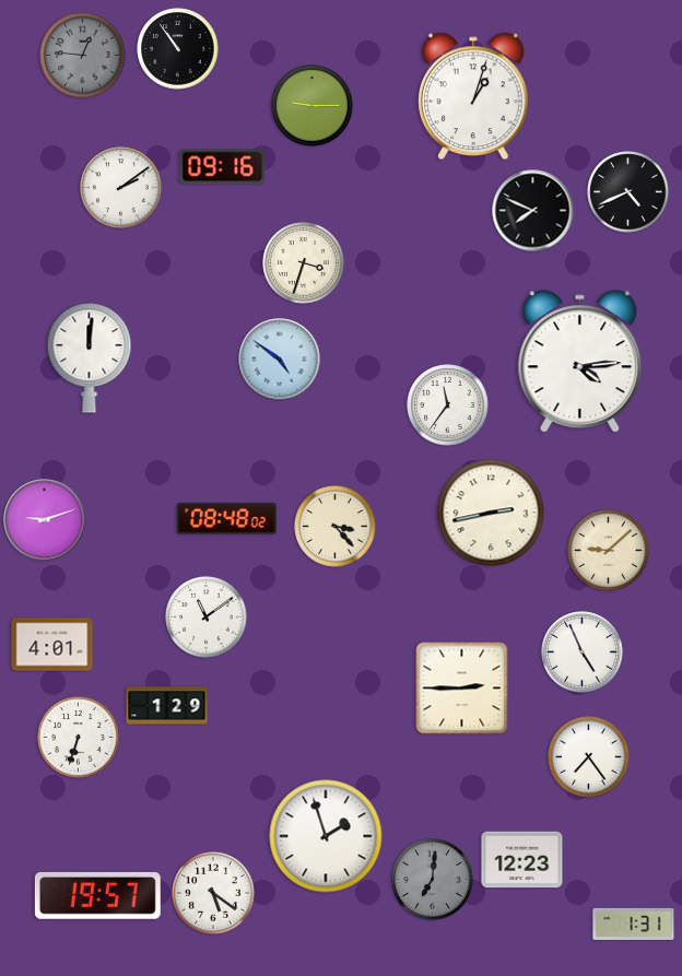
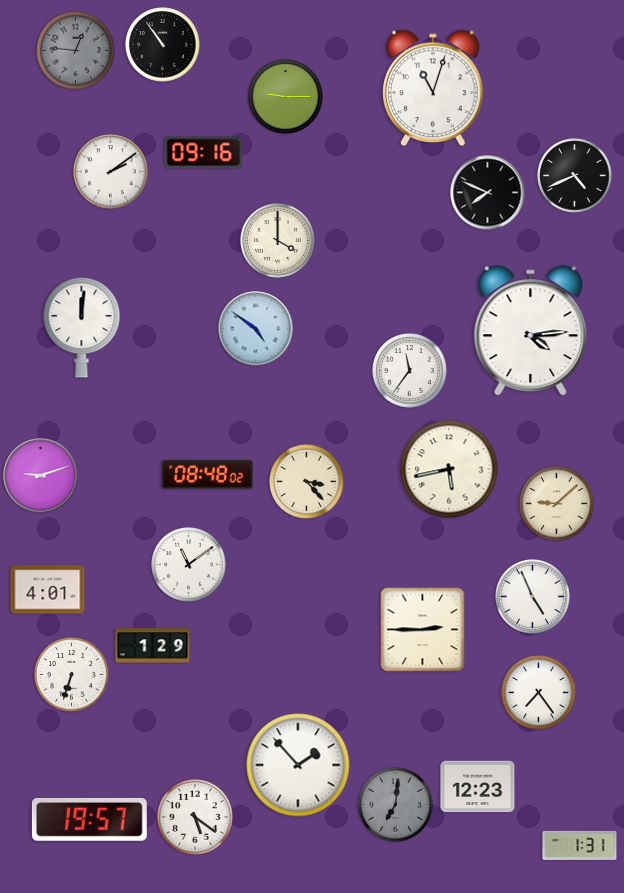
clock at (474, 96): 1:03 -> 11:03
clock at (304, 263): 3:33 -> 4:00
clock at (491, 513): 2:43 -> 5:43
clock at (326, 836): 1:57 -> 1:53
